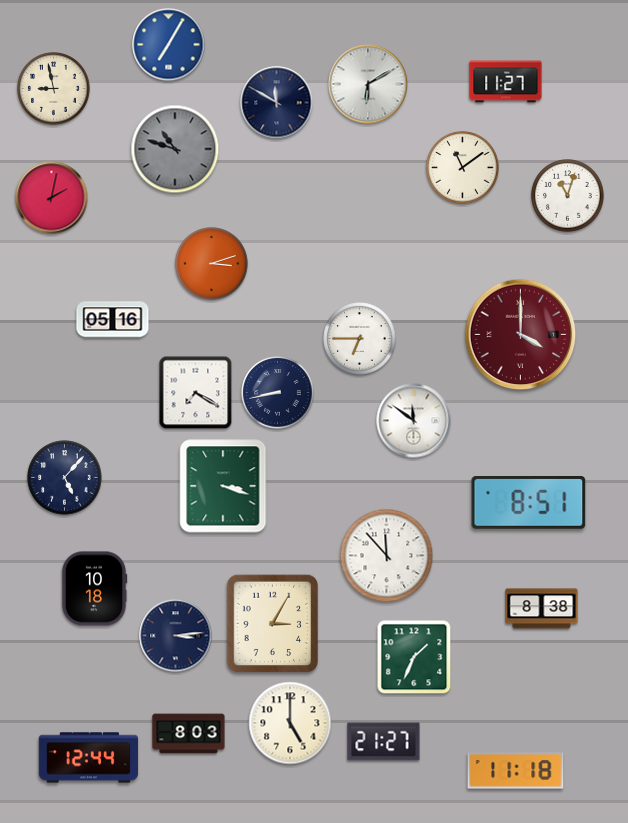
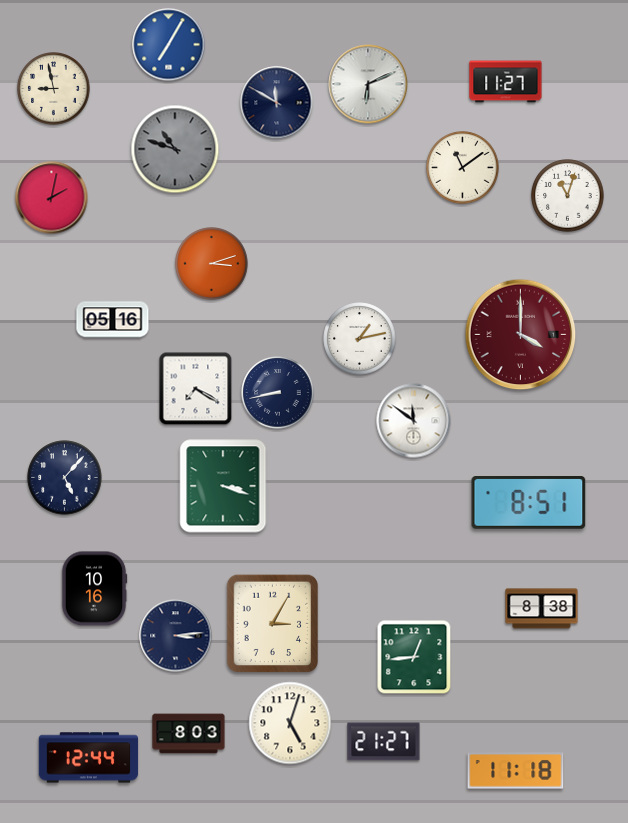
clock at (368, 84): 6:10 -> 6:11
clock at (360, 339): 6:45 -> 1:13
clock at (196, 393) position: (196, 393) -> (196, 389)
clock at (387, 556): 11:53 -> none
clock at (94, 589): 10:18 -> 10:16
clock at (414, 657): 1:34 -> 12:44
clock at (290, 723): 5:00 -> 5:03
